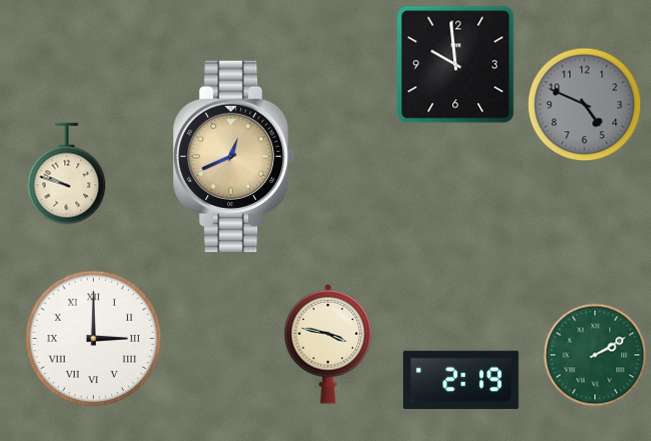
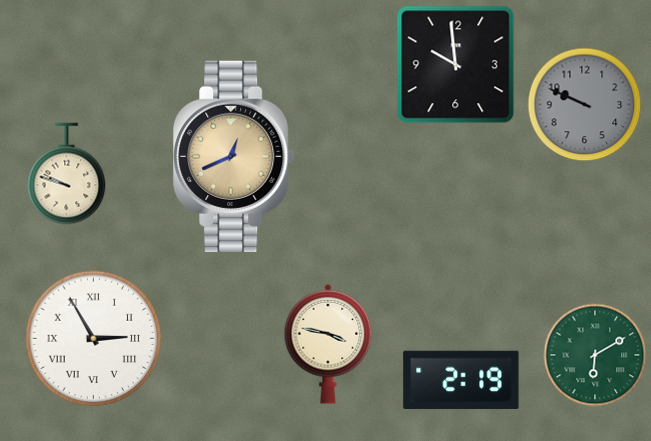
clock at (585, 105): 4:49 -> 9:49
clock at (94, 339): 3:00 -> 2:55
clock at (595, 355): 2:10 -> 6:10
